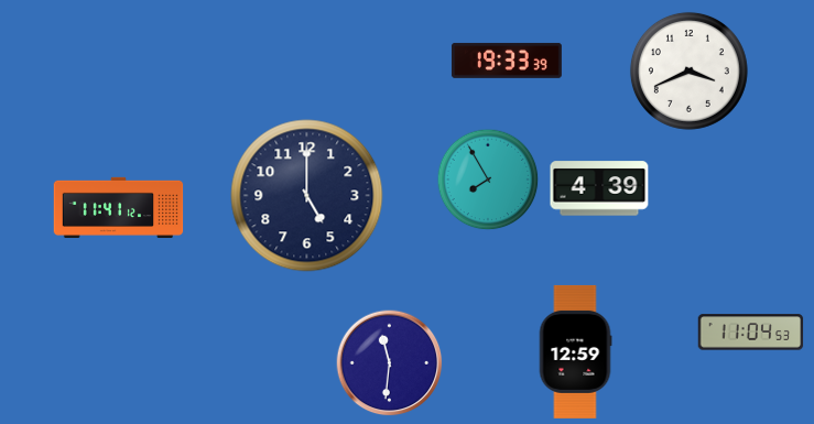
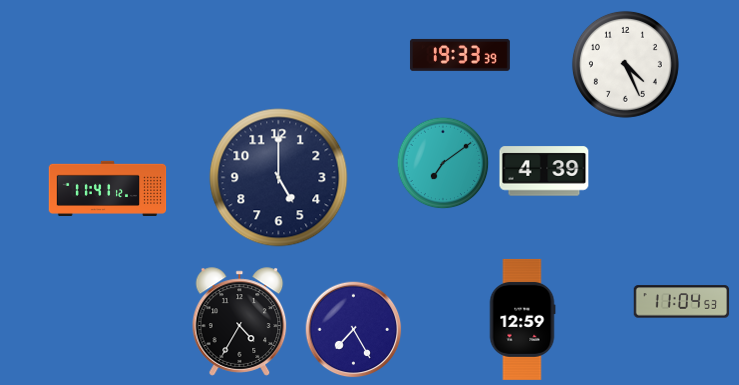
clock at (688, 70): 3:41 -> 4:26
clock at (488, 180): 7:55 -> 7:09
clock at (240, 322): none -> 4:35
clock at (390, 363): 11:31 -> 7:25
